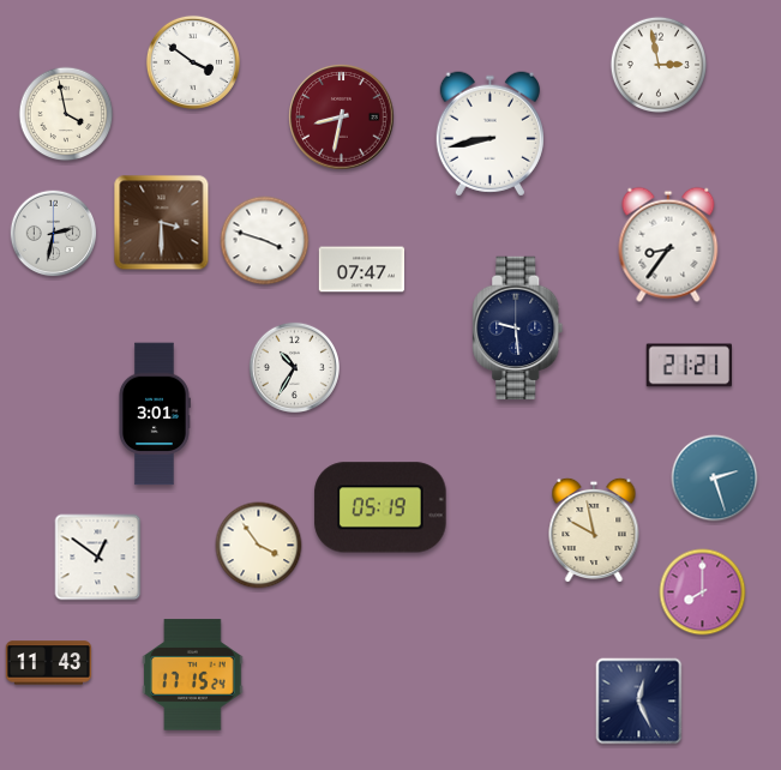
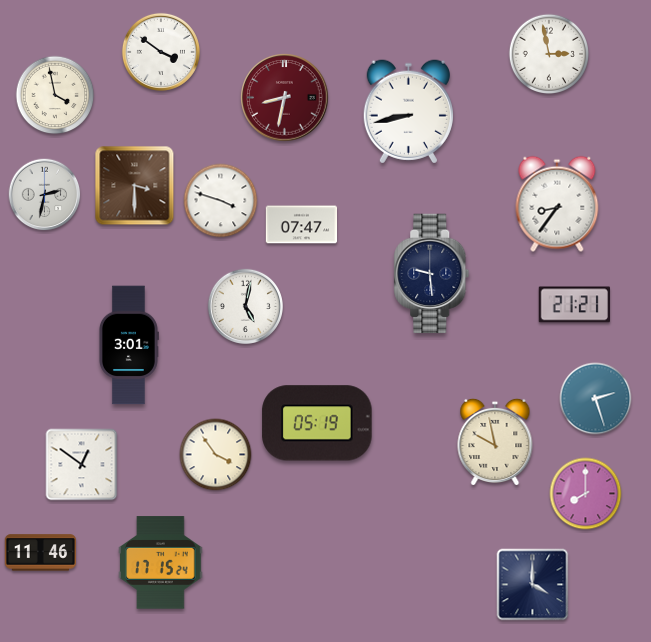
clock at (294, 367): 10:35 -> 5:02
clock at (49, 663): 11:43 -> 11:46
clock at (639, 702): 12:26 -> 4:00
